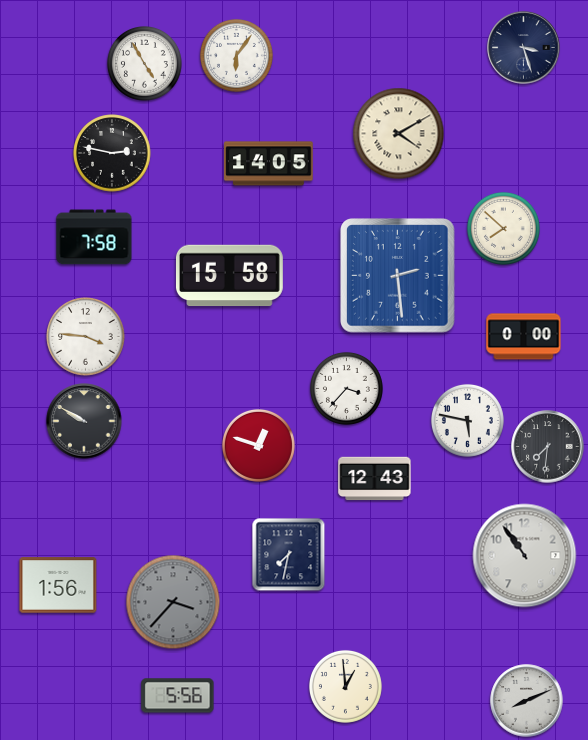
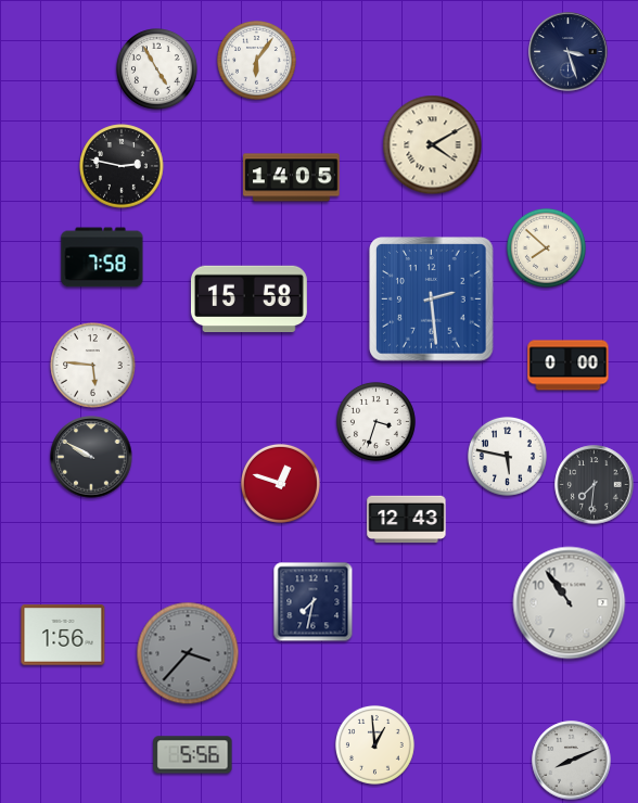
clock at (86, 337): 3:46 -> 5:46
clock at (346, 388): 3:37 -> 3:33
